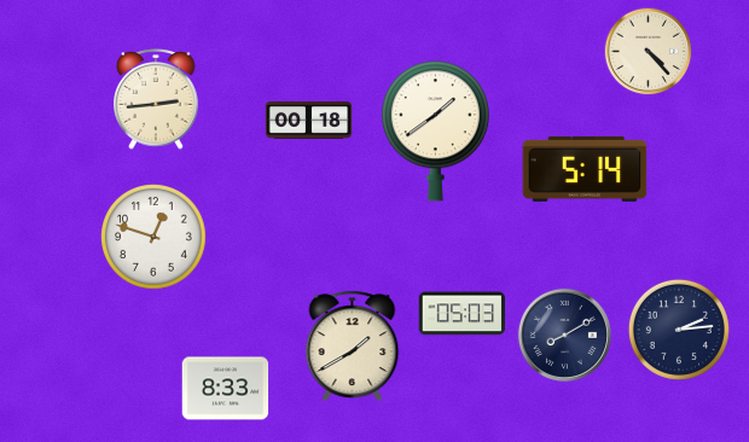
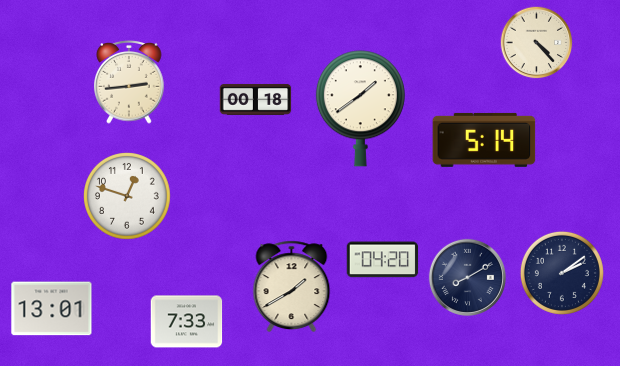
clock at (463, 314): 05:03 -> 04:20
clock at (679, 330): 2:14 -> 2:09
clock at (52, 309): none -> 13:01
clock at (226, 389): 8:33 -> 7:33
